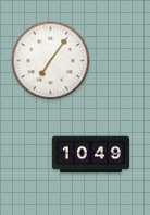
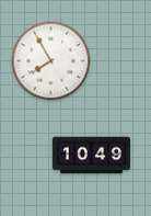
clock at (51, 61): 7:06 -> 7:55
